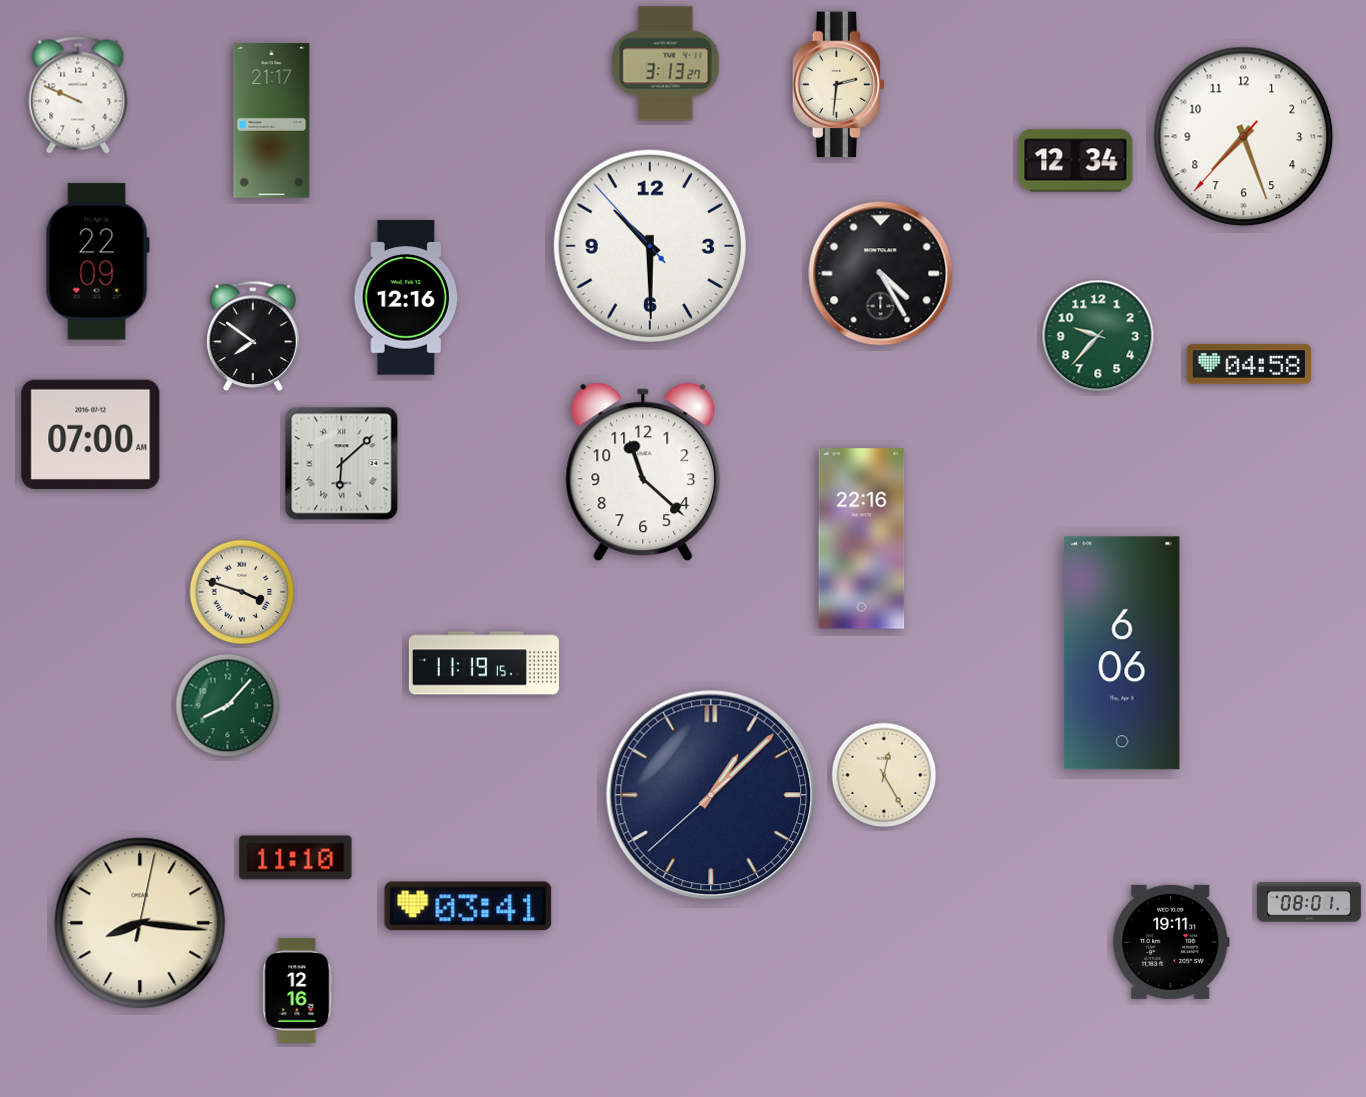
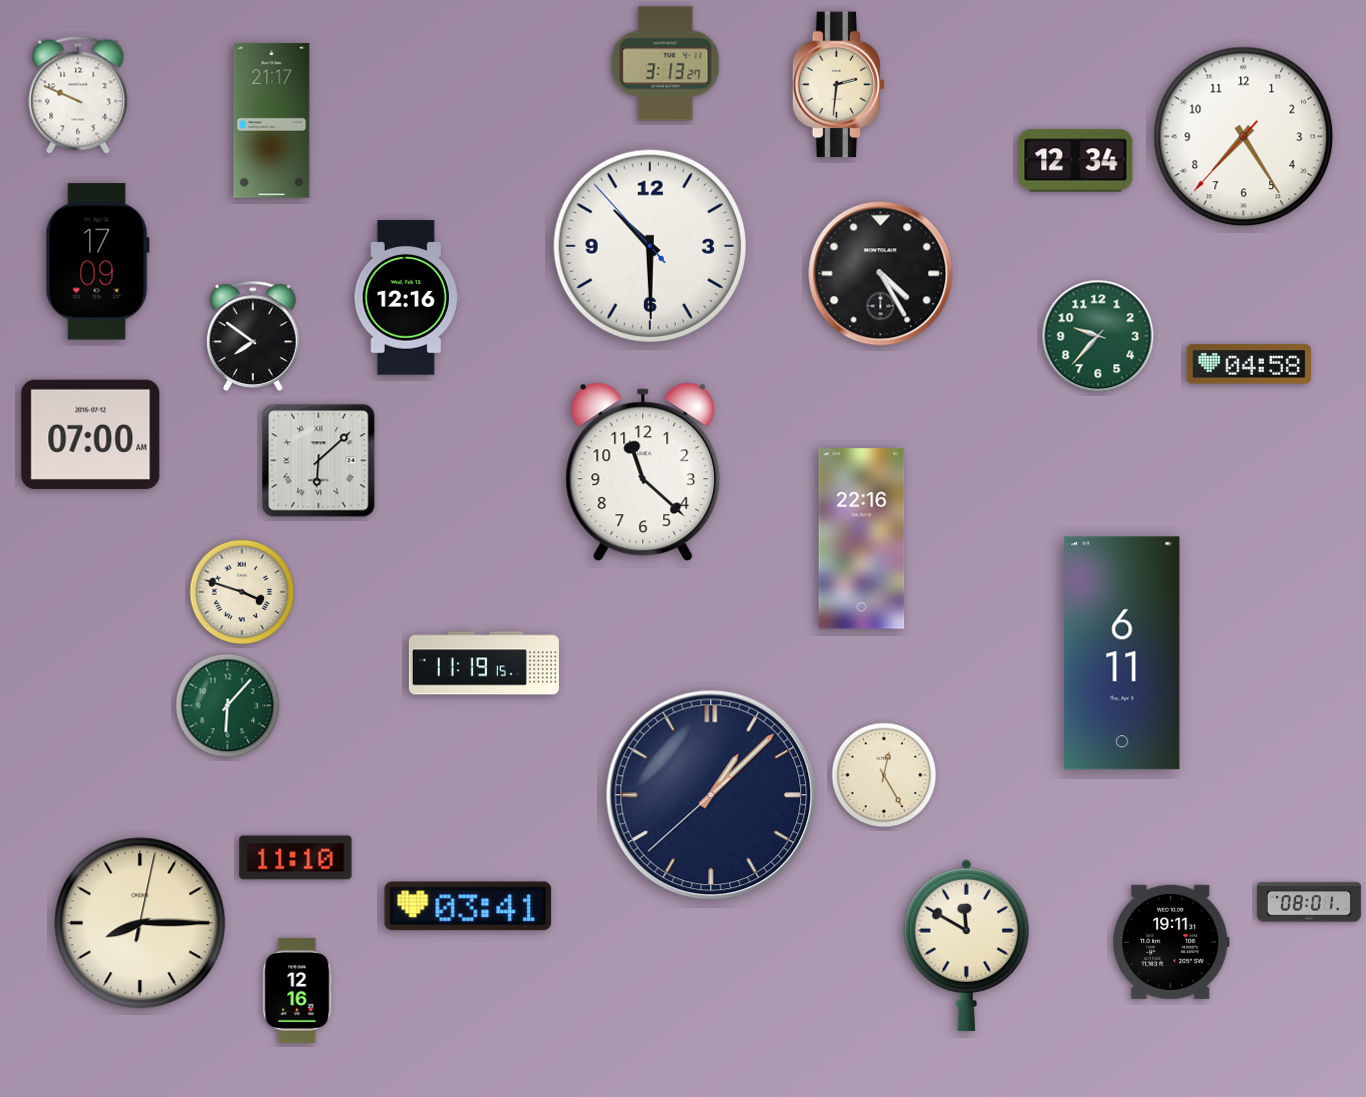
clock at (1244, 137): 7:26 -> 7:24
clock at (97, 262): 22:09 -> 17:09
clock at (342, 464) position: (342, 464) -> (319, 461)
clock at (1122, 653): 6:06 -> 6:11
clock at (228, 706): 8:07 -> 6:07
clock at (140, 923): 8:16 -> 8:15
clock at (966, 945): none -> 11:50
